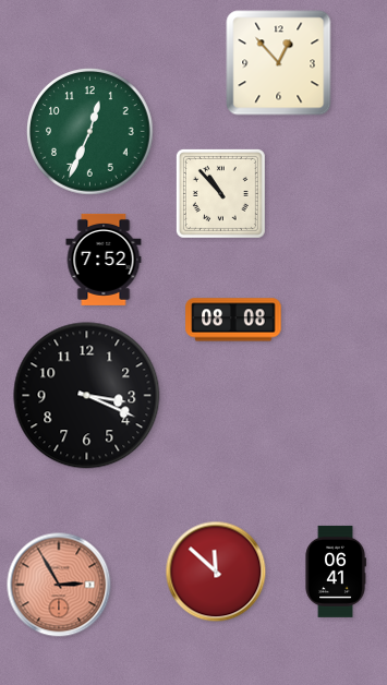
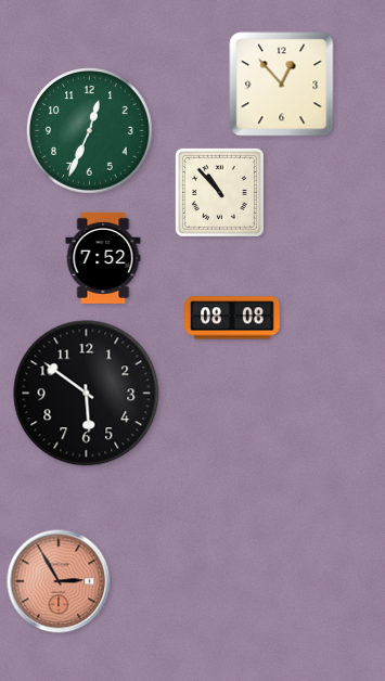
clock at (279, 63) position: (279, 63) -> (282, 85)
clock at (87, 396): 3:19 -> 5:51
clock at (216, 572): 11:52 -> none
clock at (336, 572): 06:41 -> none
